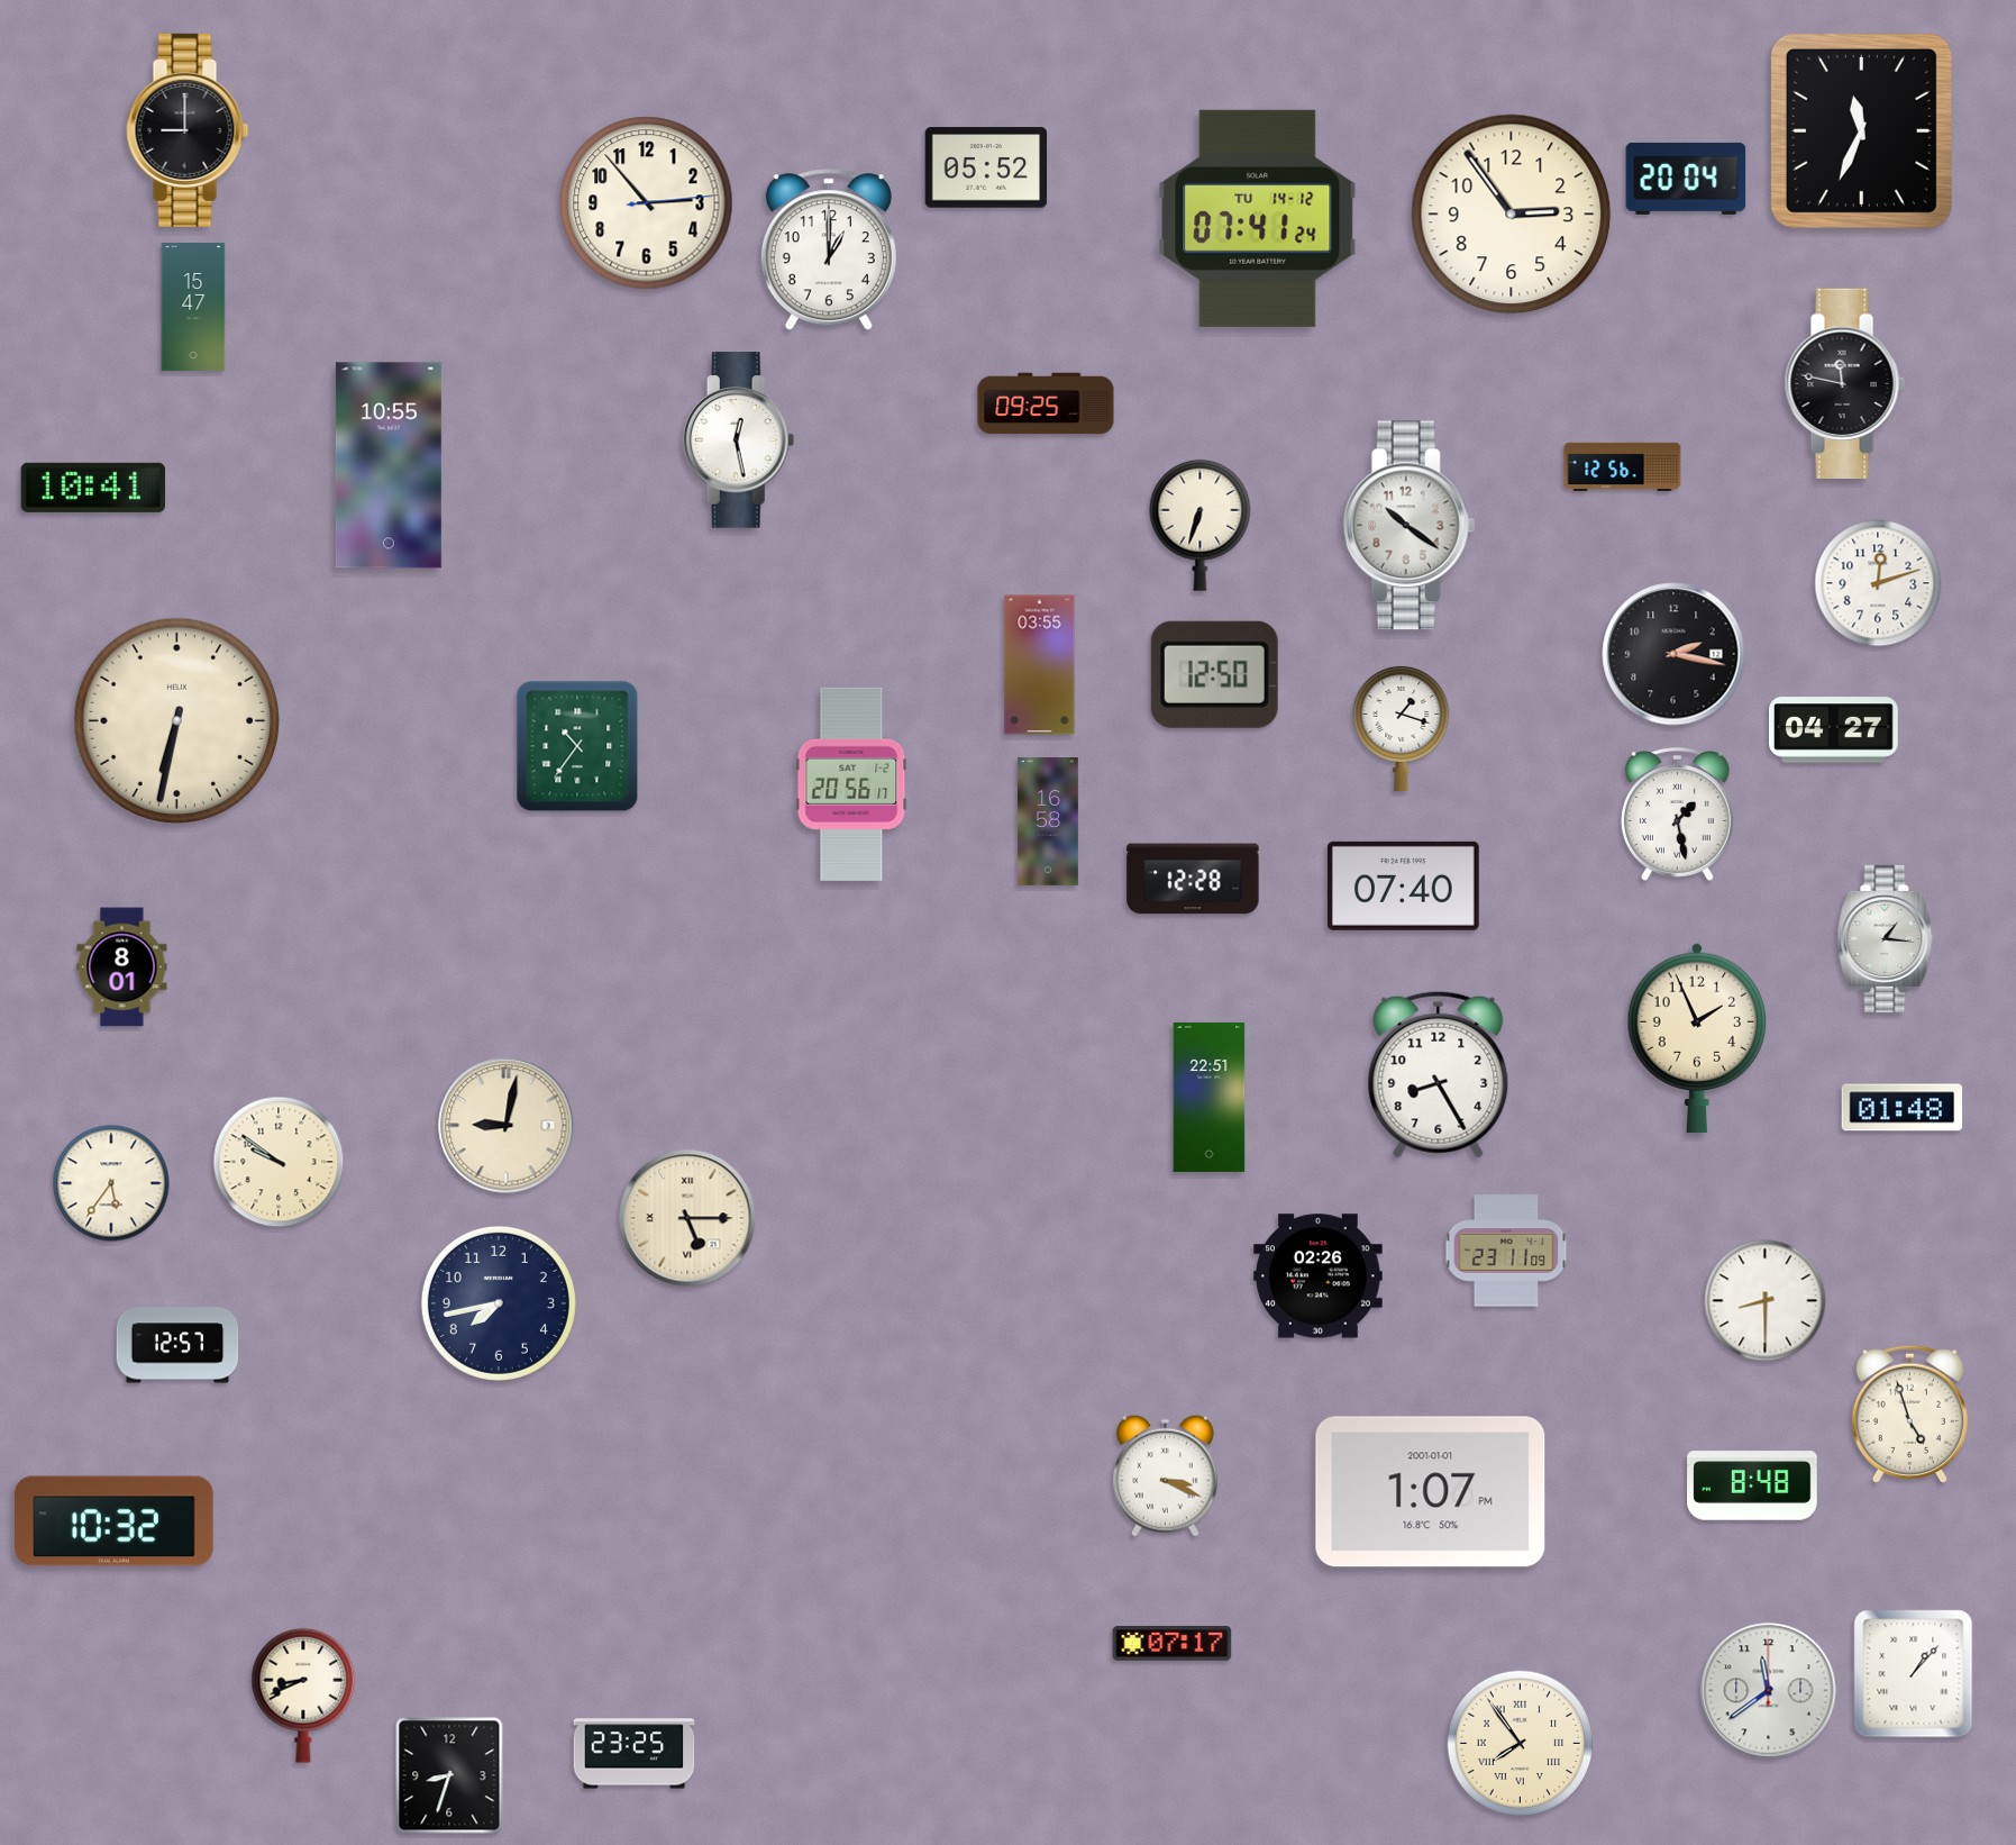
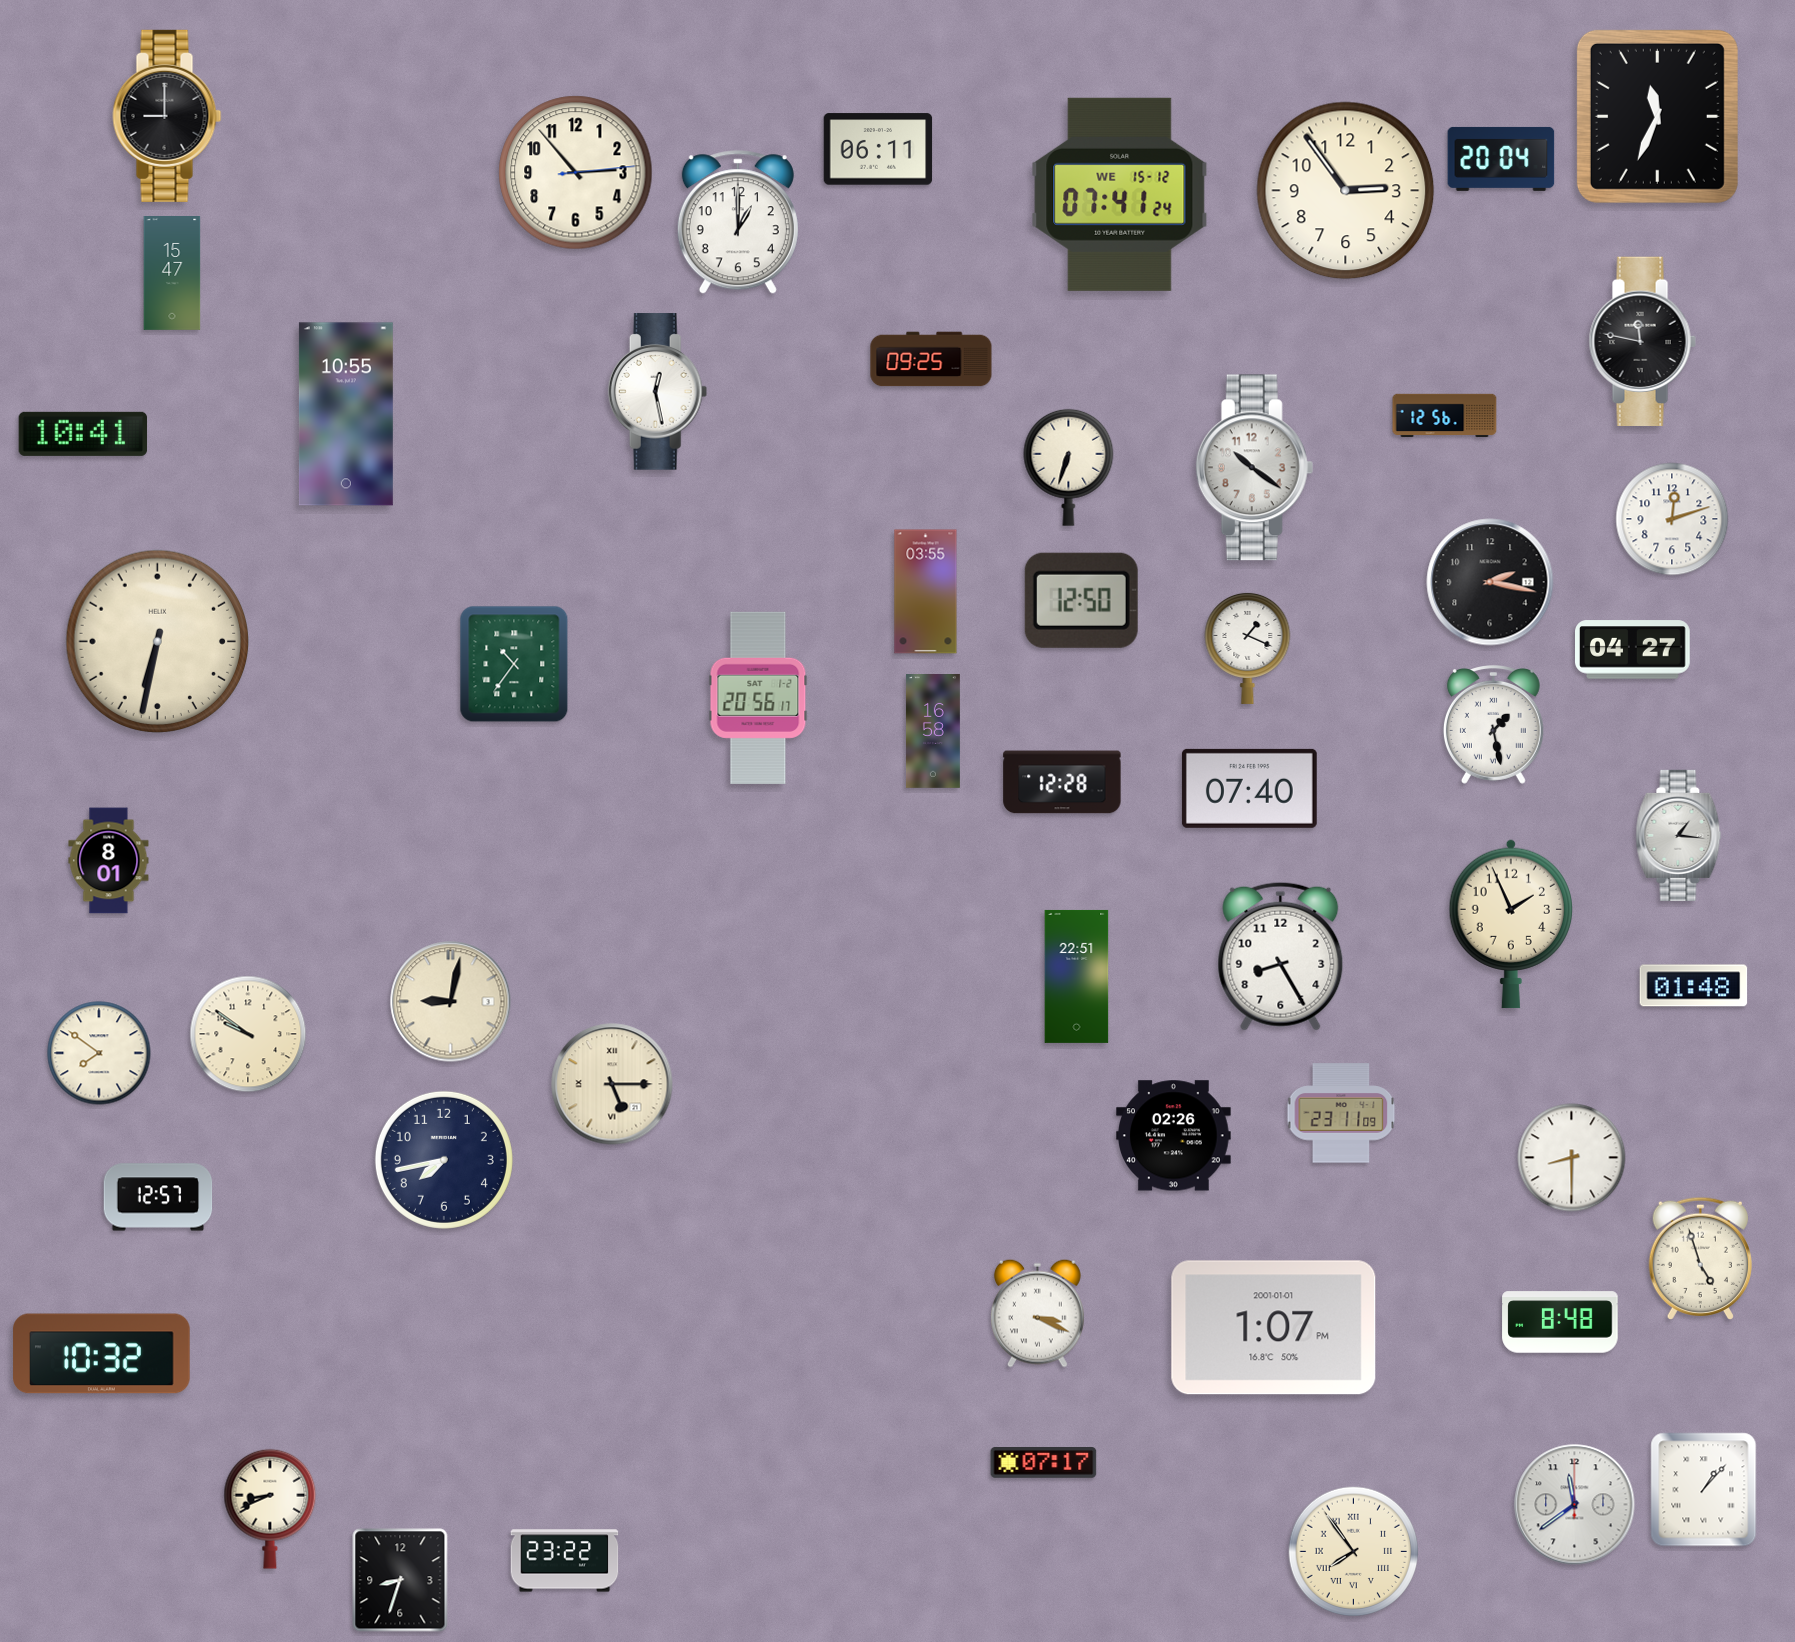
clock at (986, 167): 05:52 -> 06:11
clock at (647, 203) position: (647, 203) -> (576, 173)
clock at (1258, 218) date: TU 14-12 -> WE 15-12
clock at (1402, 728): 1:18 -> 1:19
clock at (111, 1183): 5:36 -> 7:51
clock at (635, 1754): 23:25 -> 23:22
